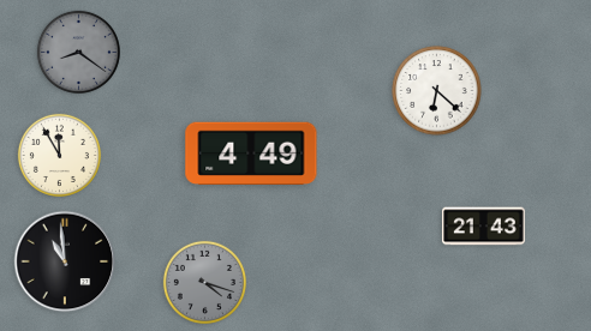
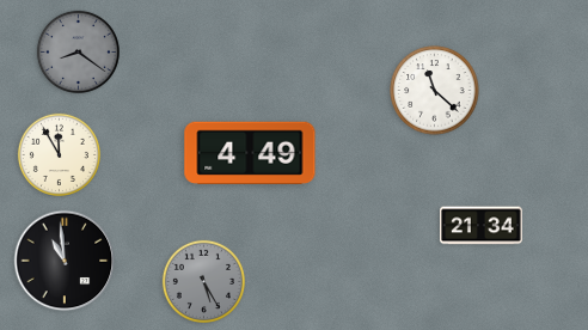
clock at (437, 91): 6:22 -> 11:22
clock at (484, 227): 21:43 -> 21:34
clock at (204, 282): 4:18 -> 5:25
